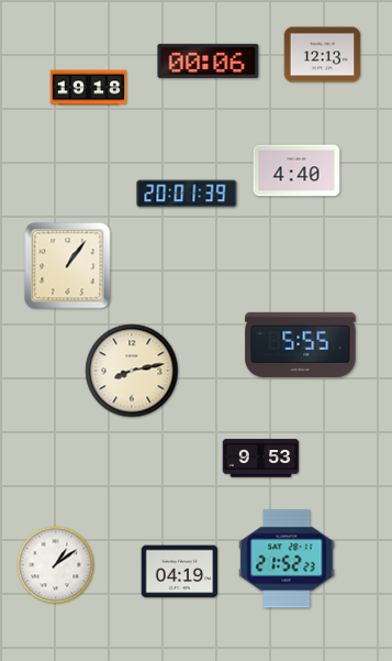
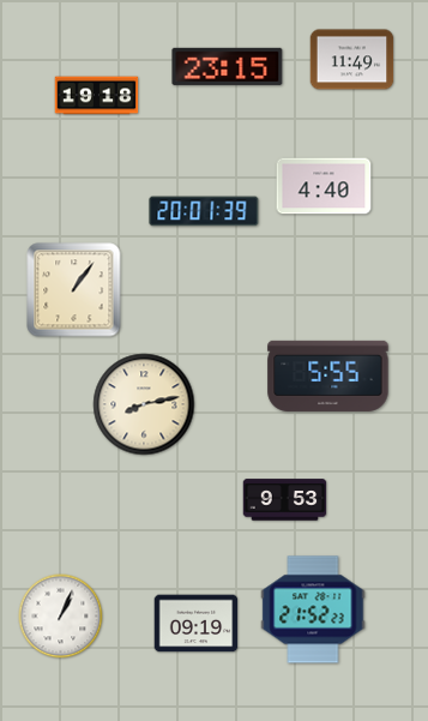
clock at (323, 55): 12:13 -> 11:49
clock at (209, 60): 00:06 -> 23:15
clock at (56, 565): 1:09 -> 1:04
clock at (180, 572): 04:19 -> 09:19
